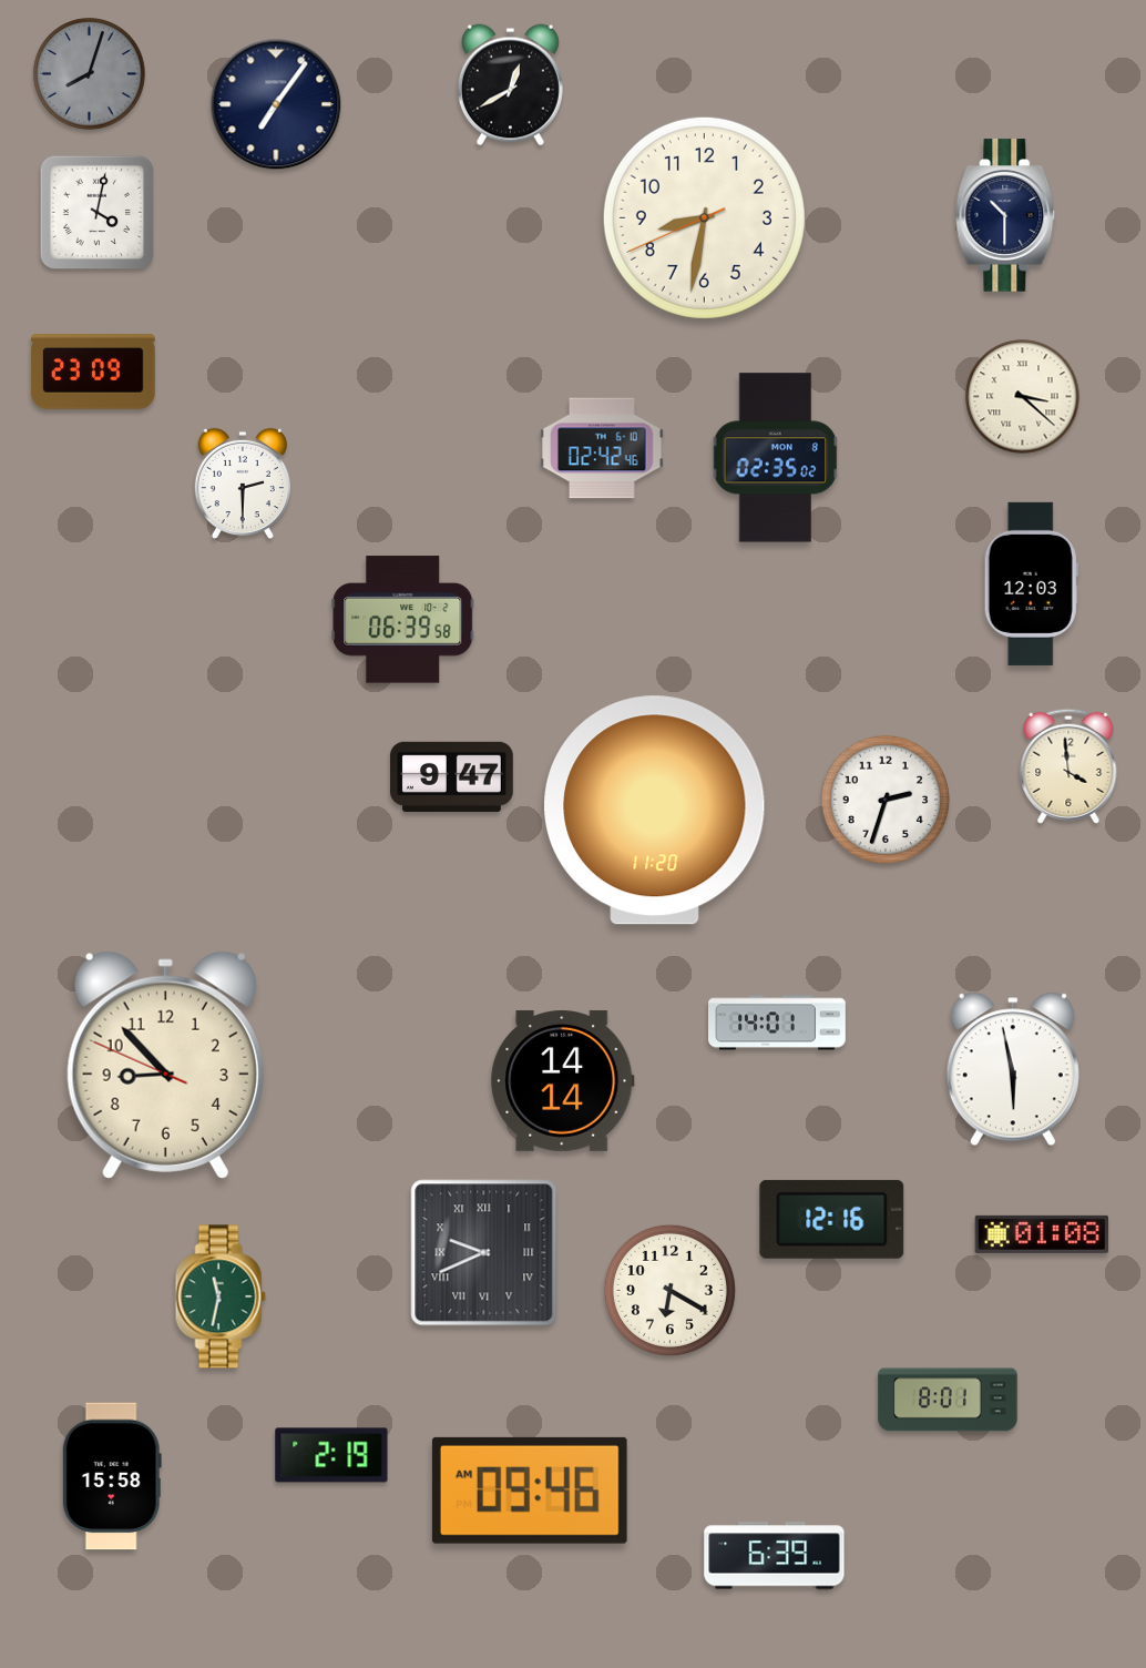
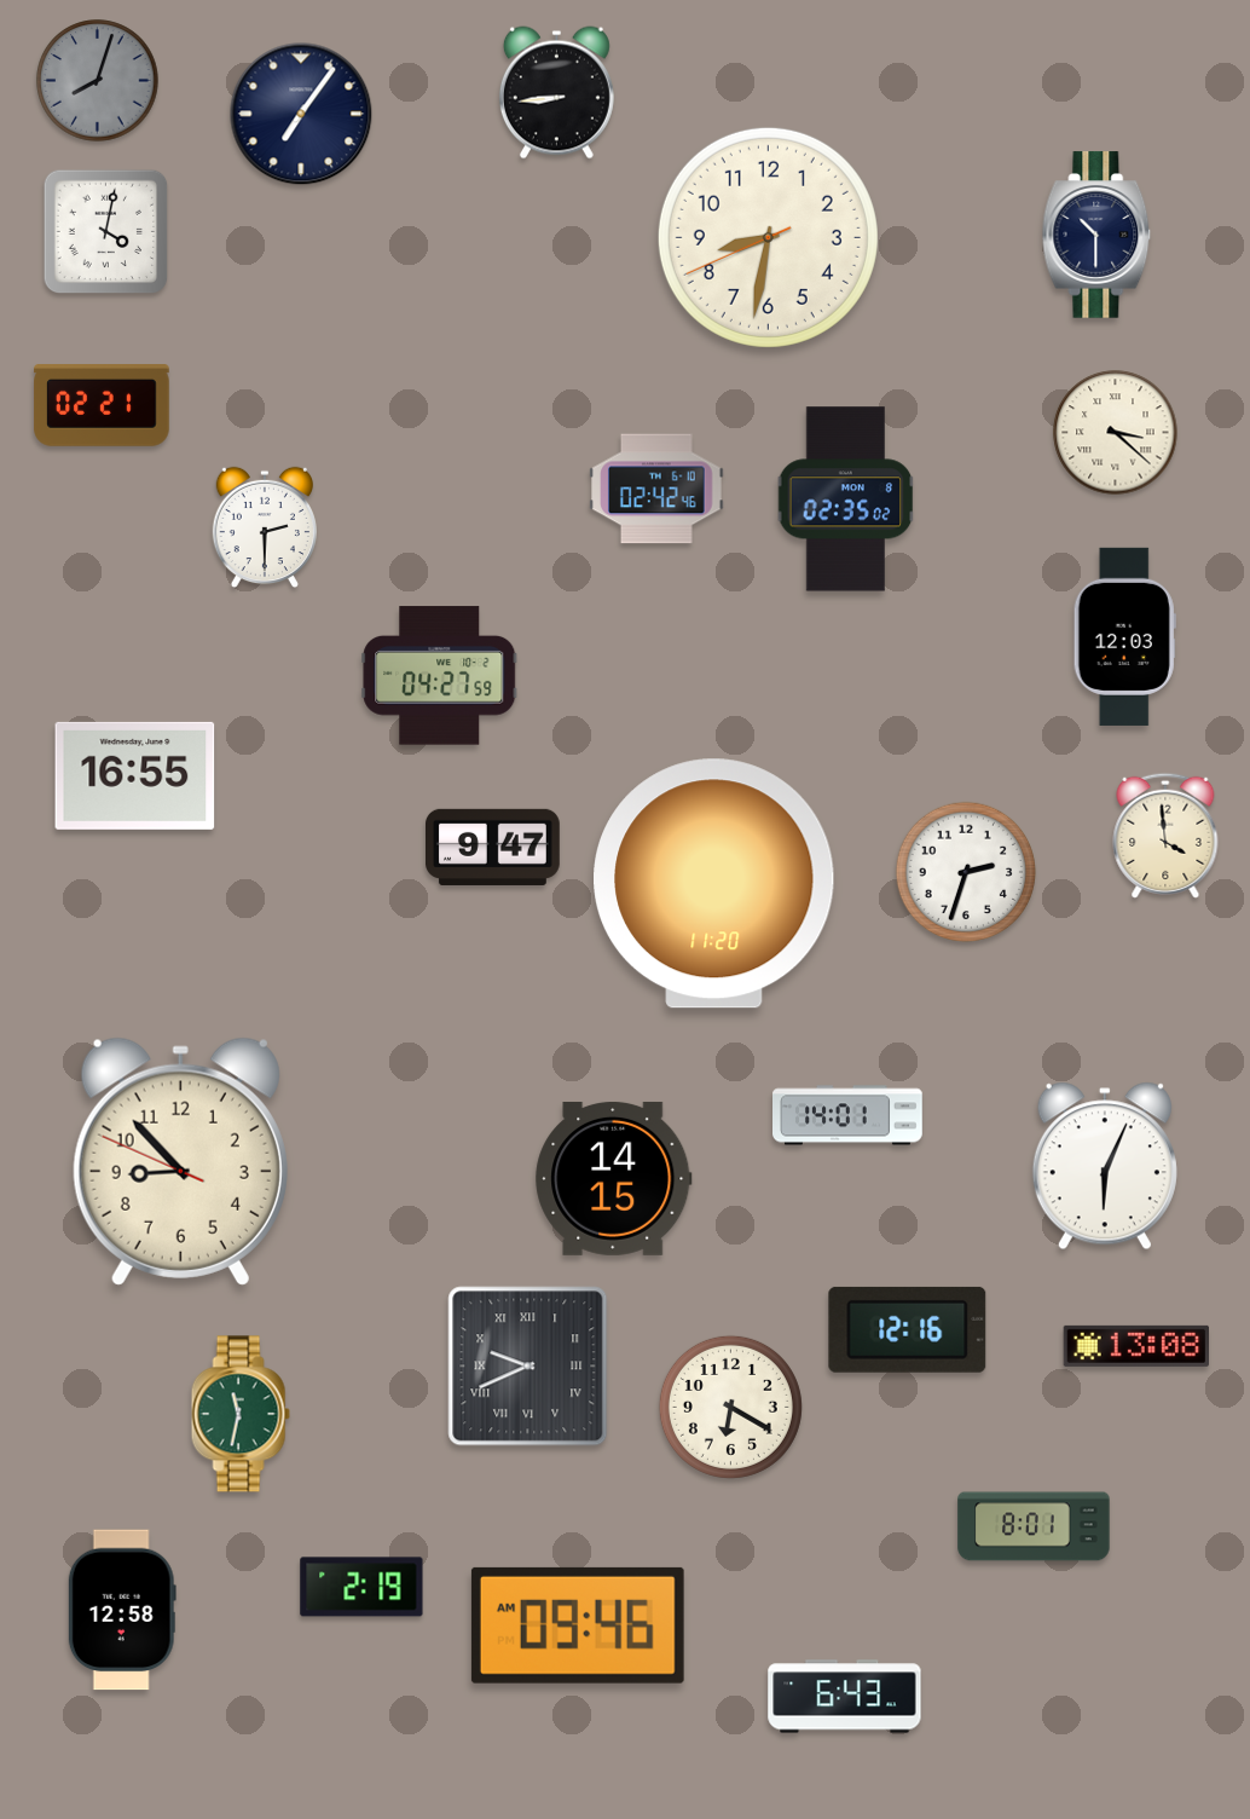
clock at (510, 85): 12:40 -> 8:44
clock at (93, 372): 23:09 -> 02:21
clock at (403, 620): 06:39 -> 04:27
clock at (135, 775): none -> 16:55
clock at (1013, 1069): 5:58 -> 6:04
clock at (563, 1080): 14:14 -> 14:15
clock at (1042, 1234): 01:08 -> 13:08
clock at (112, 1476): 15:58 -> 12:58
clock at (775, 1556): 6:39 -> 6:43
